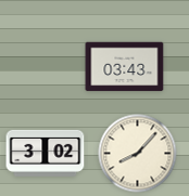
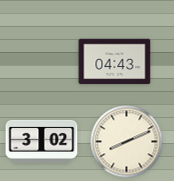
clock at (125, 67): 03:43 -> 04:43
clock at (138, 154): 8:07 -> 8:11
